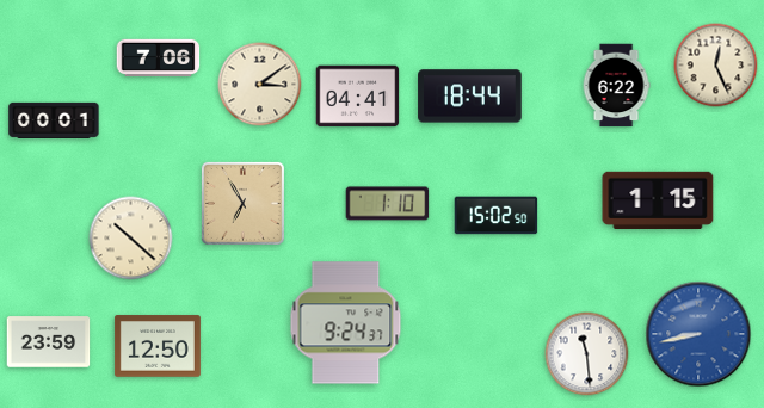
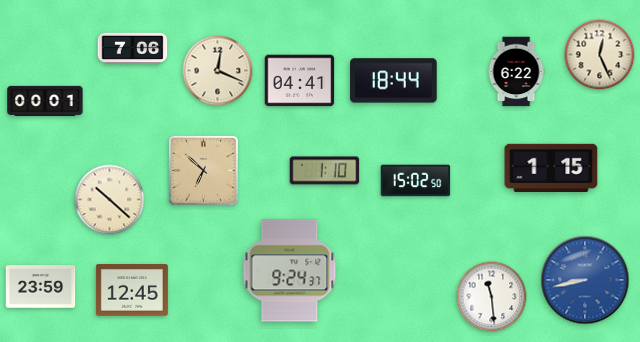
clock at (260, 85): 3:09 -> 12:19
clock at (242, 203): 6:55 -> 6:52
clock at (158, 346): 12:50 -> 12:45
